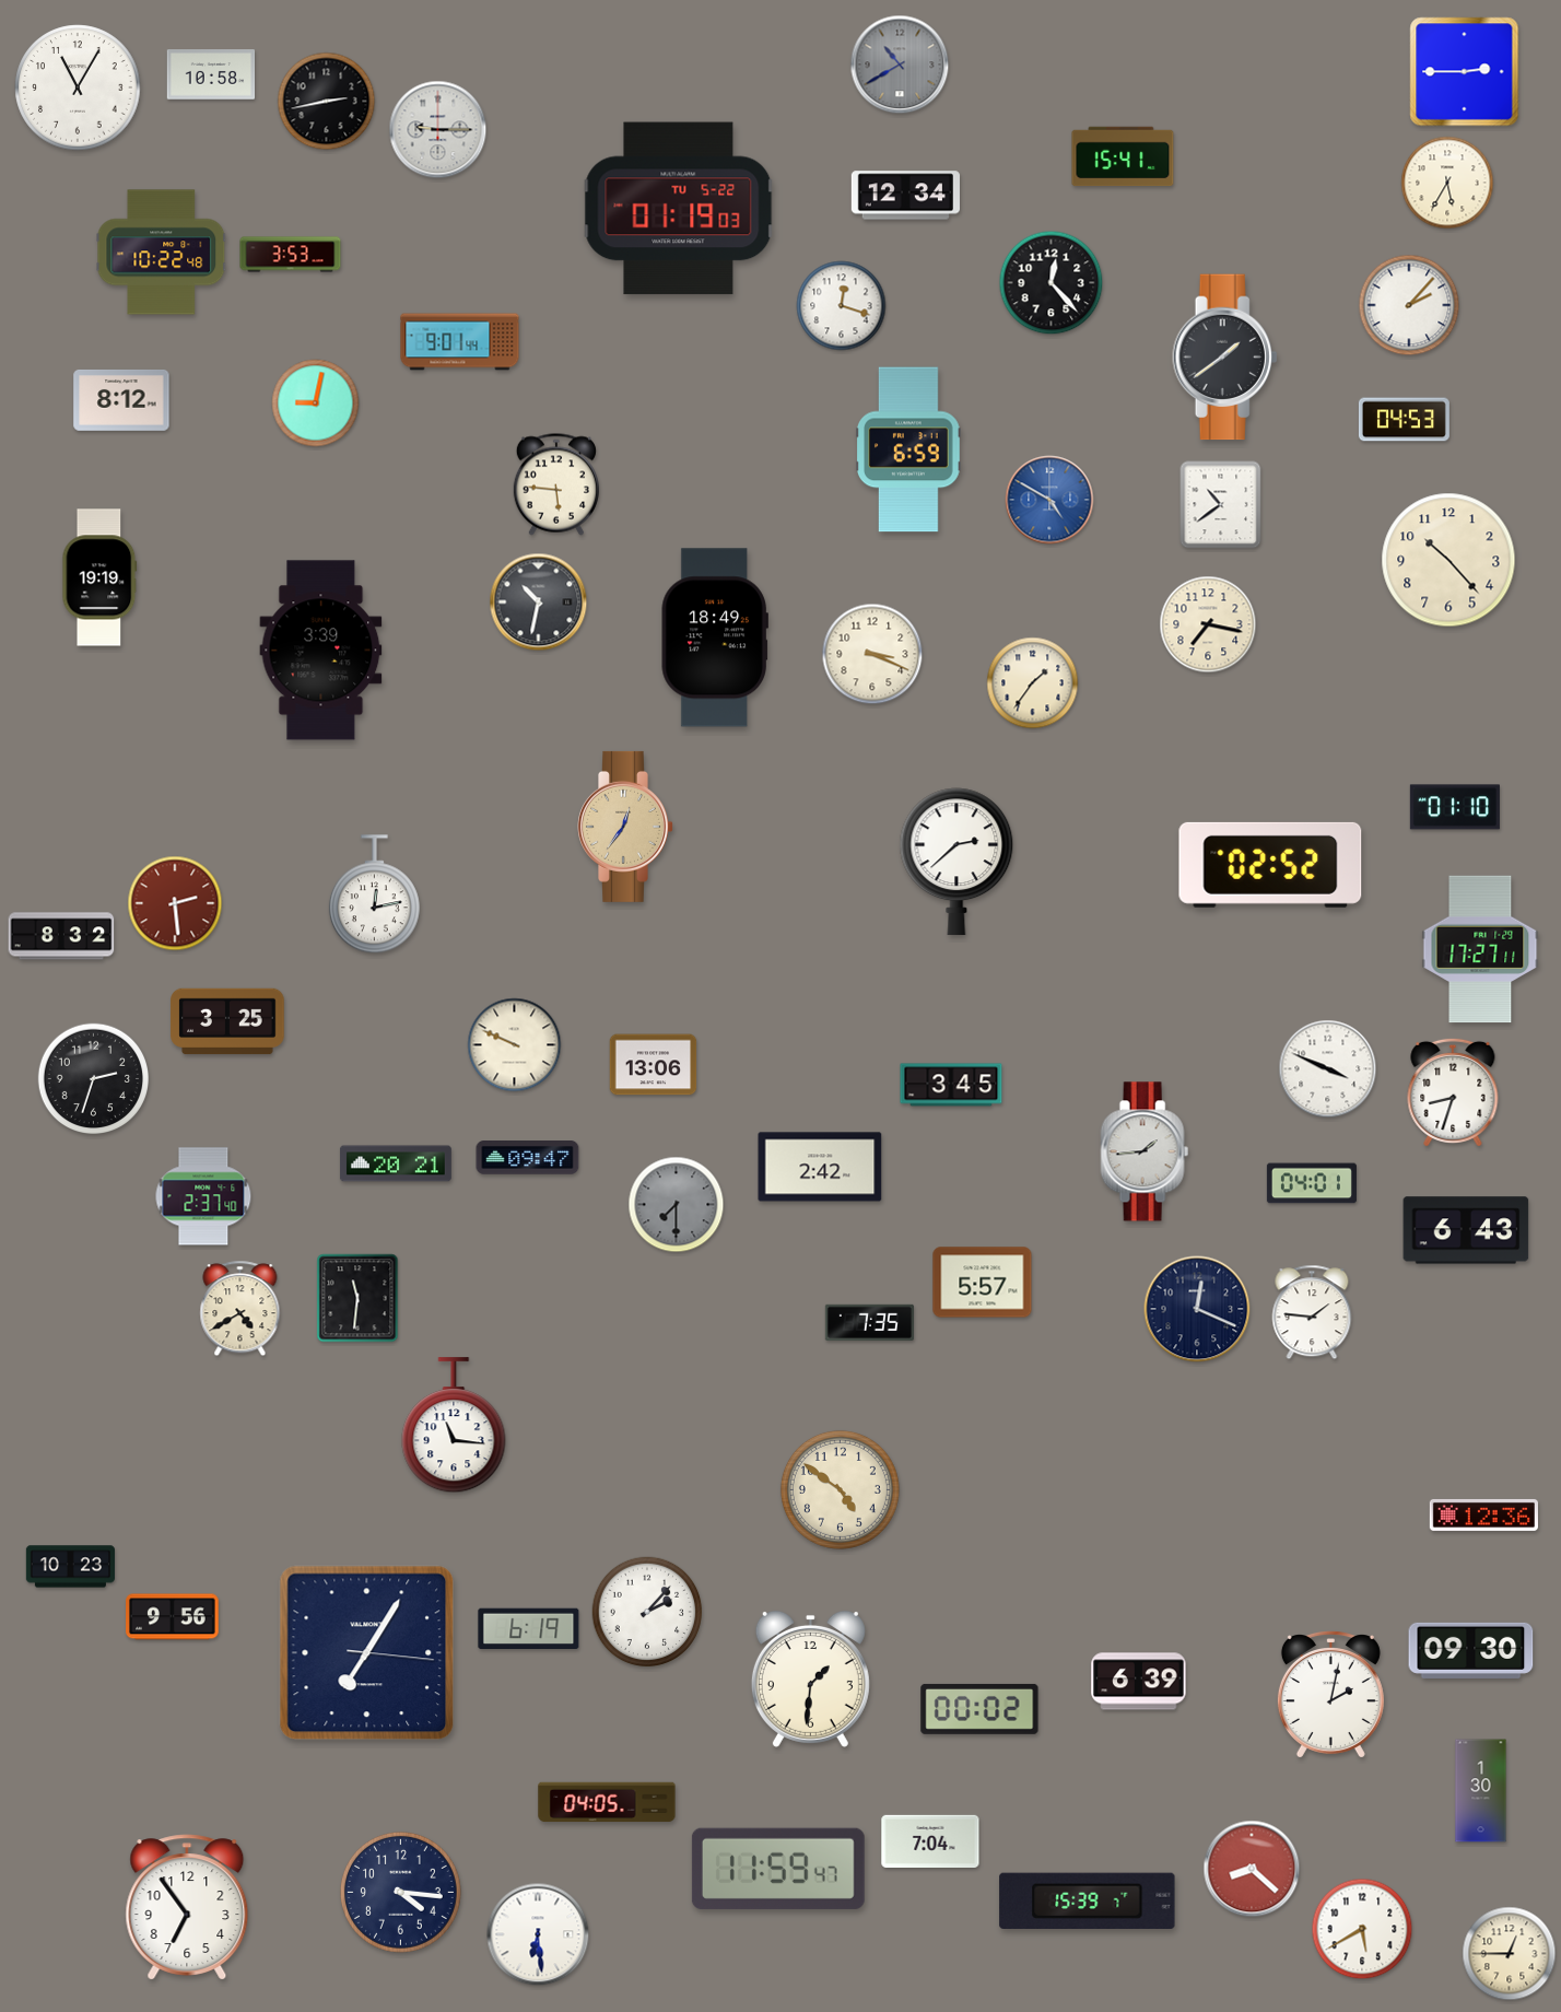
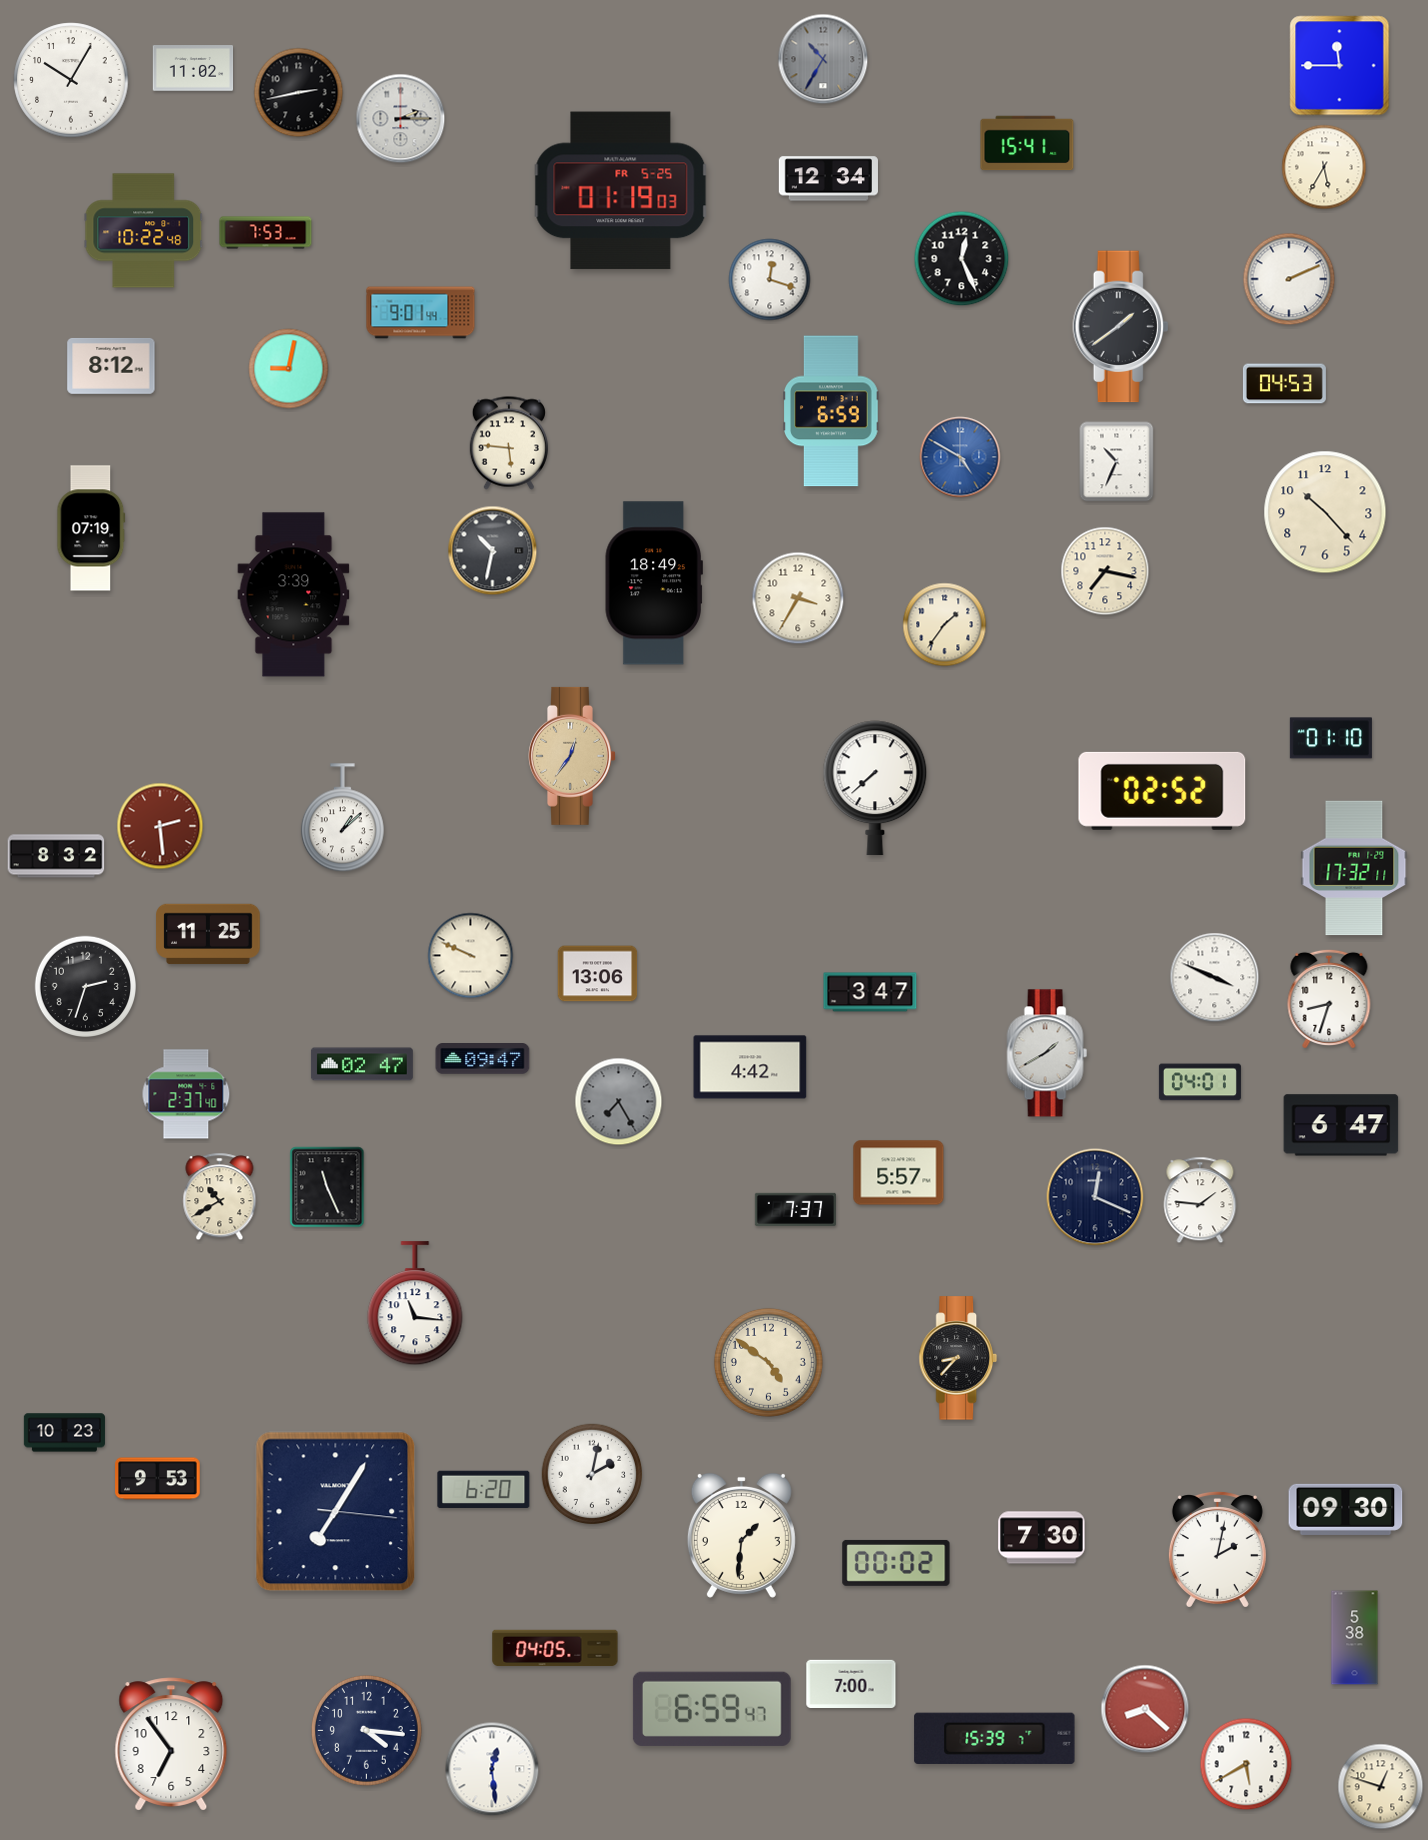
clock at (900, 65): 10:40 -> 10:35
clock at (1465, 72): 2:45 -> 11:45
clock at (211, 74): 10:58 -> 11:02
clock at (78, 87): 11:05 -> 10:05
clock at (438, 130): 9:15 -> 2:15
clock at (679, 209) date: TU 5-22 -> FR 5-25
clock at (162, 253) position: (162, 253) -> (144, 231)
clock at (291, 255): 3:53 -> 7:53
clock at (1052, 283): 12:23 -> 12:26
clock at (1409, 305): 2:07 -> 2:11
clock at (1221, 505): 10:39 -> 10:34
clock at (99, 577): 19:19 -> 07:19
clock at (872, 654): 3:19 -> 3:35
clock at (956, 862): 2:38 -> 7:38
clock at (374, 894): 12:13 -> 1:08
clock at (1480, 949): 17:27 -> 17:32
clock at (227, 1021): 3:25 -> 11:25
clock at (951, 1085): 3:45 -> 3:47
clock at (1145, 1151): 1:44 -> 1:40
clock at (396, 1163): 20:21 -> 02:47
clock at (820, 1167): 2:42 -> 4:42
clock at (677, 1205): 7:30 -> 7:25
clock at (1466, 1230): 6:43 -> 6:47
clock at (357, 1298): 11:31 -> 11:26
clock at (240, 1309): 4:40 -> 10:40
clock at (869, 1322): 7:35 -> 7:37
clock at (958, 1358): none -> 8:37
clock at (1483, 1514): 12:36 -> none
clock at (647, 1612): 2:07 -> 2:02
clock at (173, 1617): 9:56 -> 9:53
clock at (529, 1628): 6:19 -> 6:20
clock at (1139, 1682): 6:39 -> 7:30
clock at (1481, 1791): 1:30 -> 5:38
clock at (930, 1840): 7:04 -> 7:00
clock at (778, 1869): 11:59 -> 6:59
clock at (538, 1934): 6:29 -> 12:29
clock at (1510, 1954): 12:45 -> 12:48
